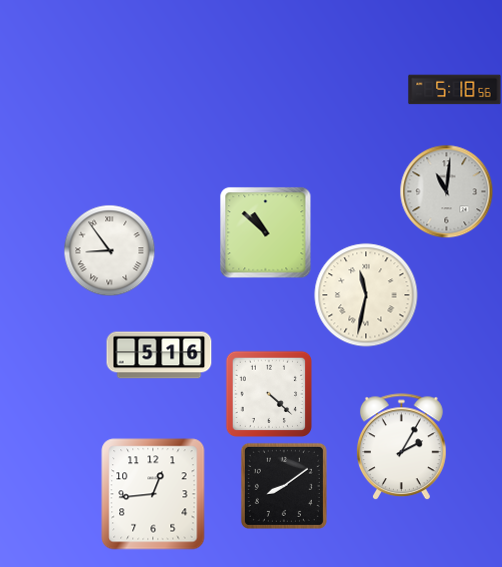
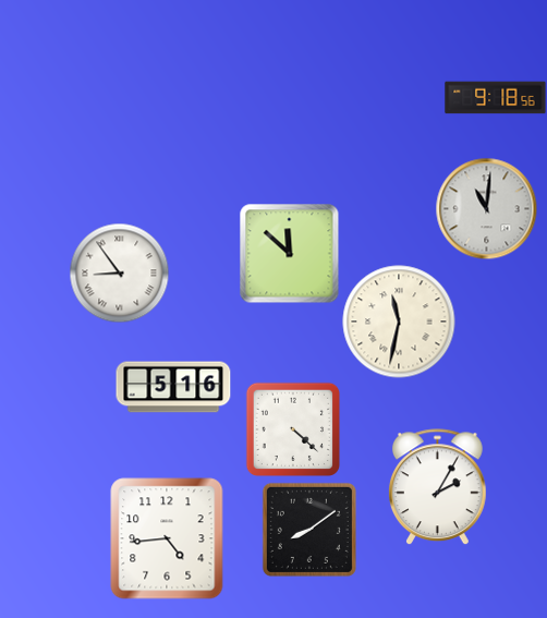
clock at (455, 90): 5:18 -> 9:18
clock at (265, 232): 10:52 -> 11:52
clock at (153, 494): 12:44 -> 4:44
